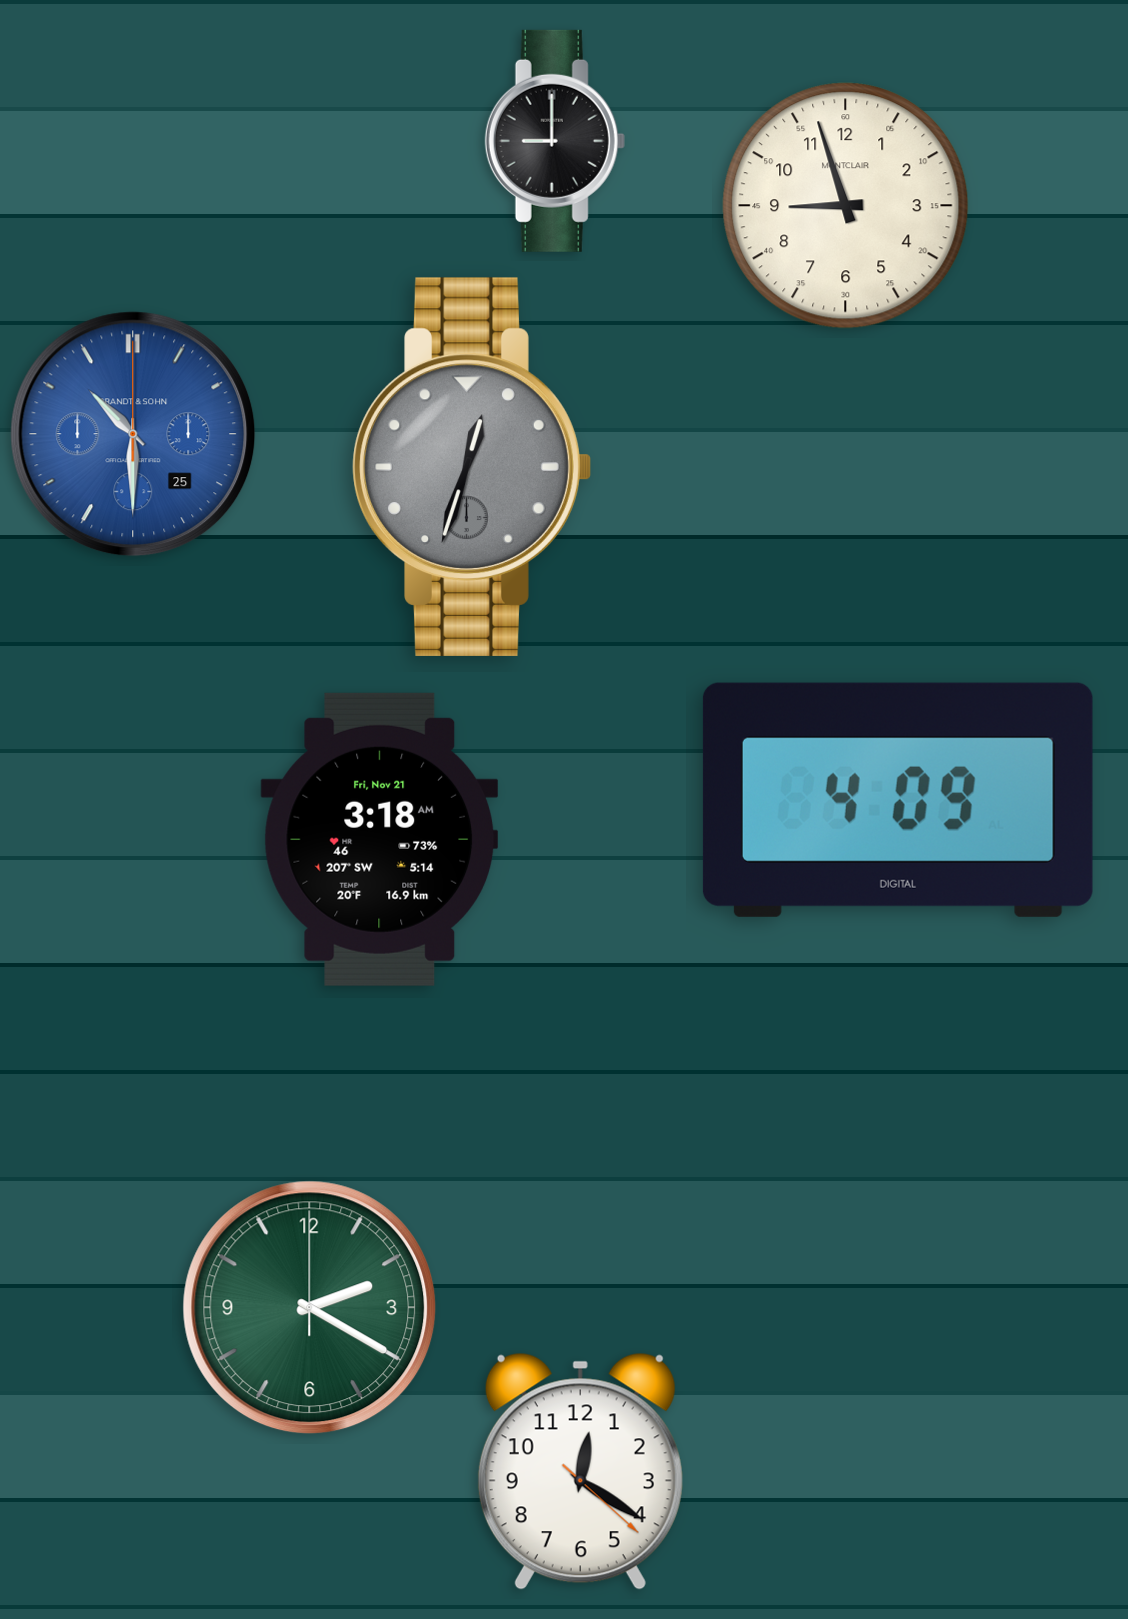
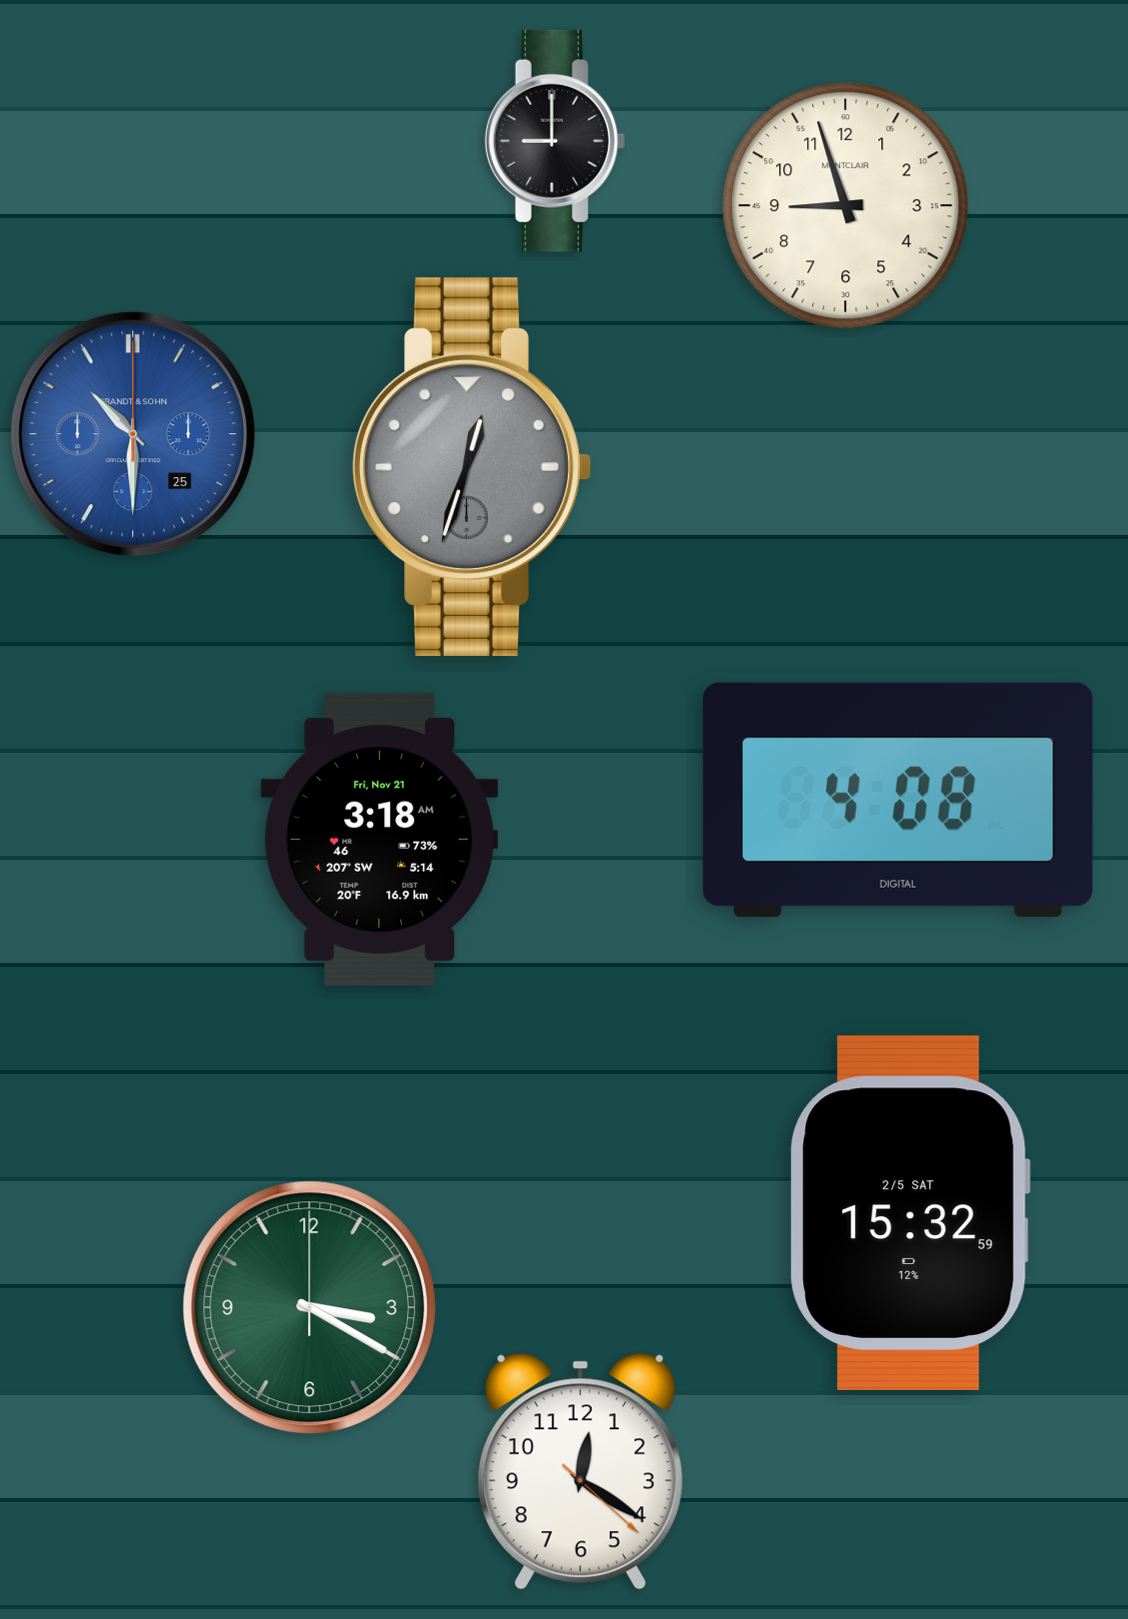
clock at (898, 800): 4:09 -> 4:08
clock at (910, 1213): none -> 15:32
clock at (310, 1308): 2:20 -> 3:20
